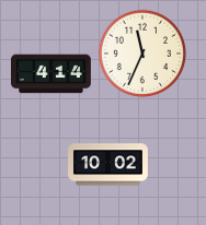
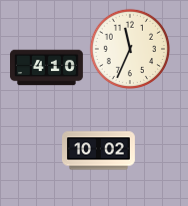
clock at (51, 74): 4:14 -> 4:10
